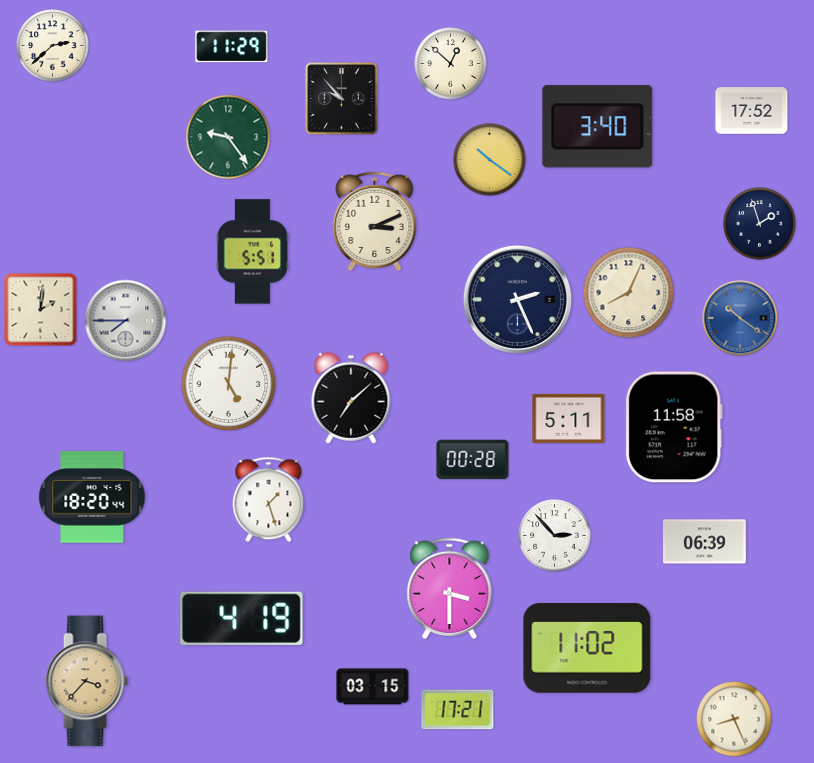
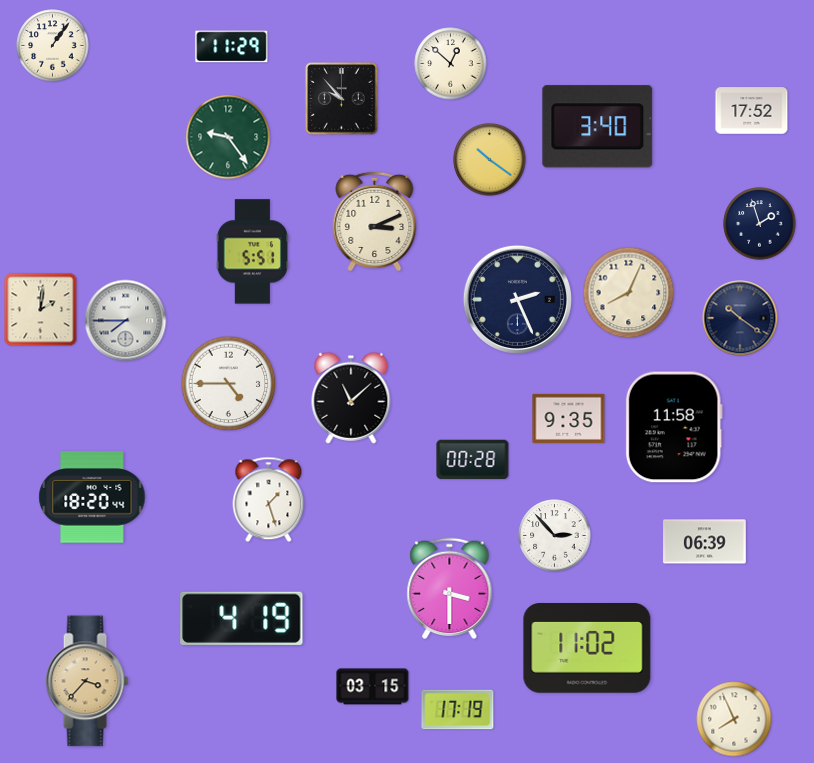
clock at (53, 46): 2:38 -> 1:06
clock at (740, 318) dial: blue -> navy
clock at (229, 384): 5:01 -> 4:45
clock at (351, 398): 7:08 -> 11:08
clock at (569, 418): 5:11 -> 9:35
clock at (458, 710): 17:21 -> 17:19
clock at (734, 719): 8:26 -> 7:56
